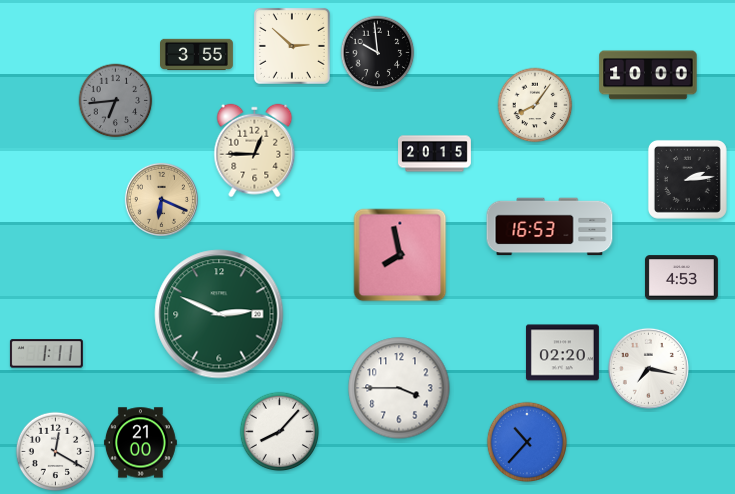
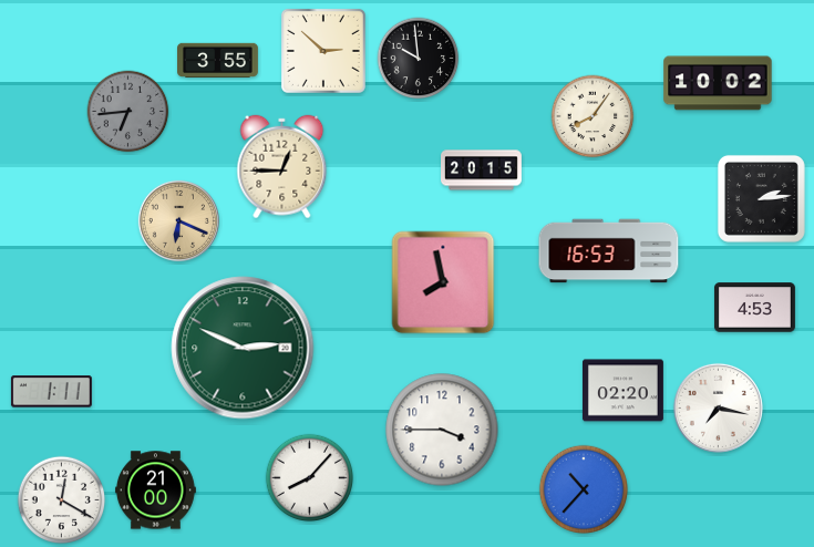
clock at (648, 75): 10:00 -> 10:02
